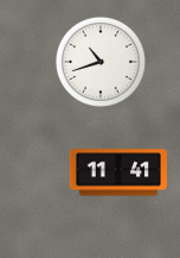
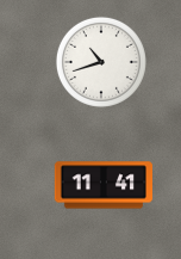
clock at (117, 172) position: (117, 172) -> (102, 185)
